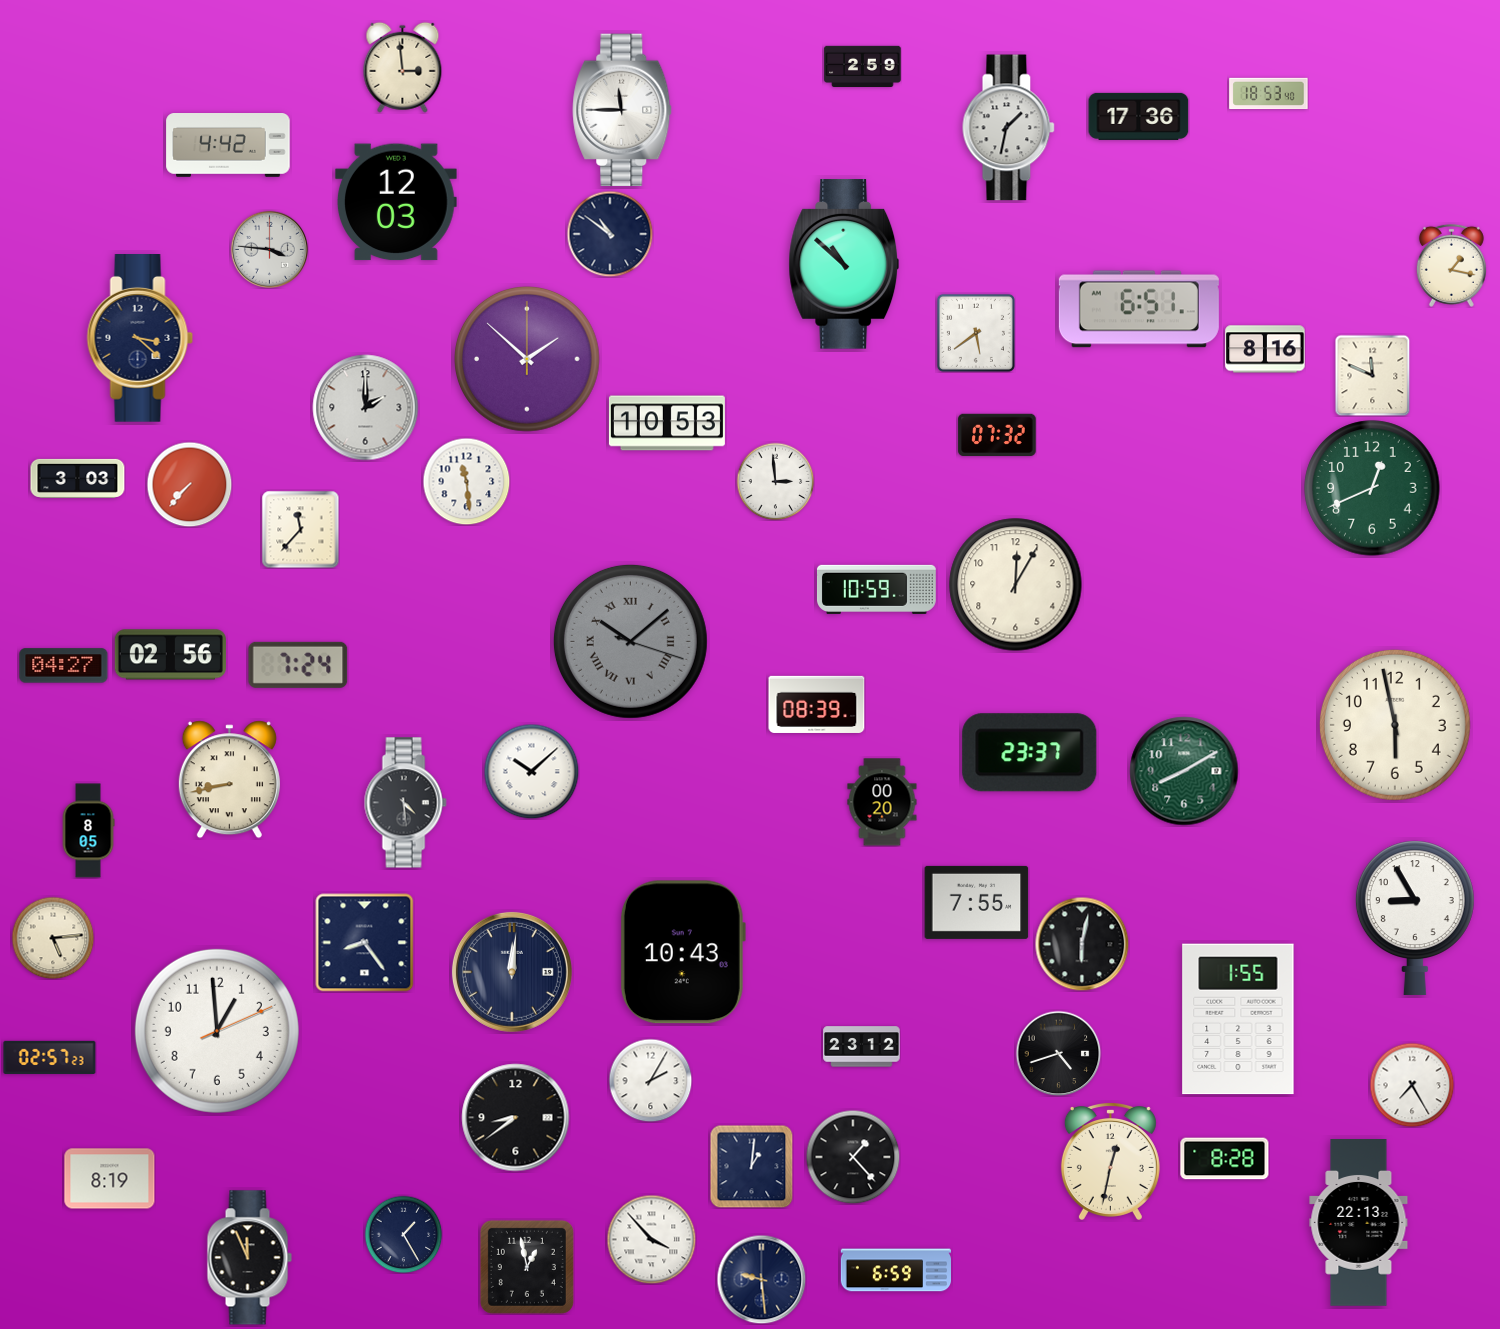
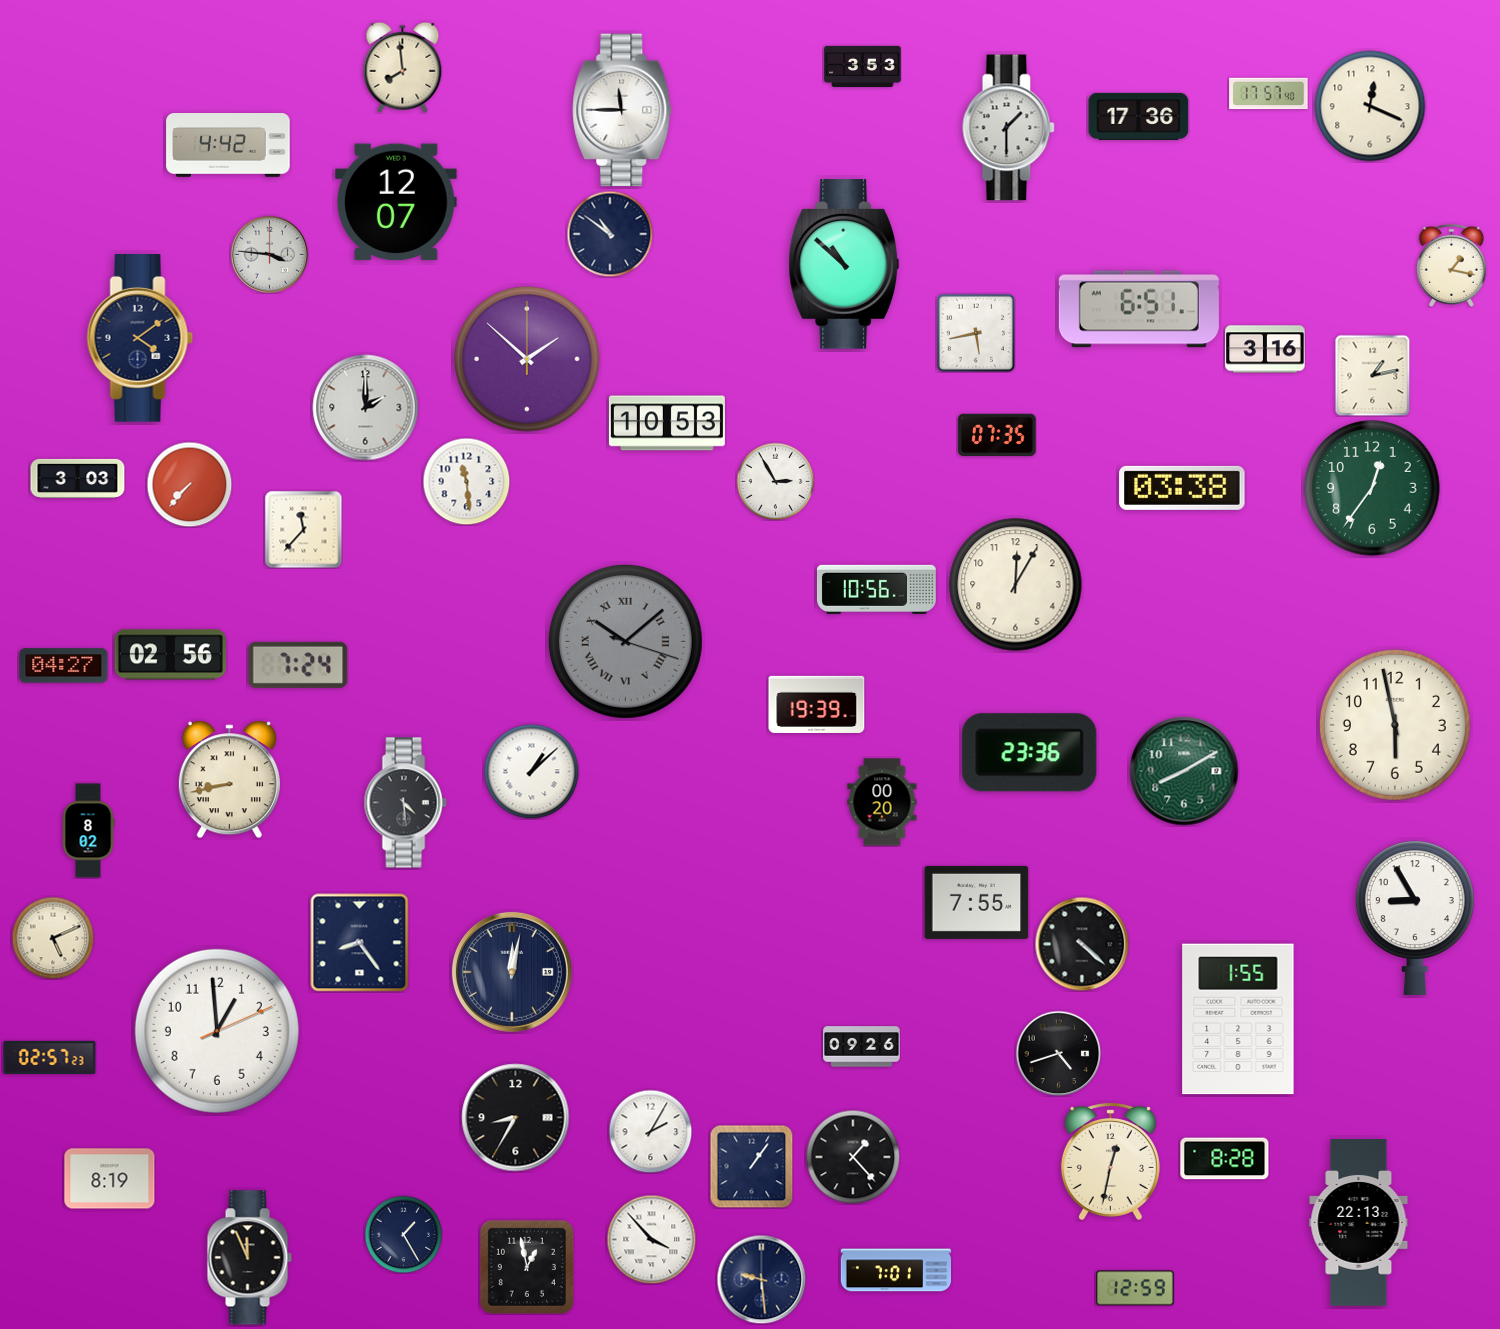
clock at (403, 67): 2:59 -> 7:59
clock at (863, 67): 2:59 -> 3:53
clock at (1269, 94): 18:53 -> 17:57
clock at (1370, 106): none -> 12:19
clock at (1009, 128): 1:32 -> 1:30
clock at (397, 202): 12:03 -> 12:07
clock at (269, 249) position: (269, 249) -> (269, 254)
clock at (976, 333): 5:39 -> 5:43
clock at (140, 339): 3:22 -> 4:09
clock at (1265, 349): 8:16 -> 3:16
clock at (1373, 375): 11:49 -> 1:13
clock at (997, 435): 07:32 -> 07:35
clock at (775, 481): 2:59 -> 2:55
clock at (1182, 488): none -> 03:38
clock at (1372, 488): 12:41 -> 12:36
clock at (300, 529) position: (300, 529) -> (303, 529)
clock at (876, 589): 10:59 -> 10:56
clock at (630, 641) position: (630, 641) -> (625, 641)
clock at (817, 704): 08:39 -> 19:39
clock at (1030, 753): 23:37 -> 23:36
clock at (531, 771): 10:08 -> 1:08
clock at (88, 831): 8:05 -> 8:02
clock at (53, 938): 5:14 -> 5:11
clock at (365, 943) position: (365, 943) -> (360, 943)
clock at (1082, 944): 6:02 -> 4:22
clock at (683, 952): 10:43 -> none
clock at (512, 972): 12:01 -> 12:02
clock at (862, 1047): 23:12 -> 09:26
clock at (650, 1080) position: (650, 1080) -> (650, 1131)
clock at (1412, 1085): 7:25 -> none
clock at (516, 1118): 8:39 -> 8:35
clock at (751, 1166): 1:01 -> 1:06
clock at (895, 1270): 6:59 -> 7:01
clock at (1135, 1288): none -> 12:59
